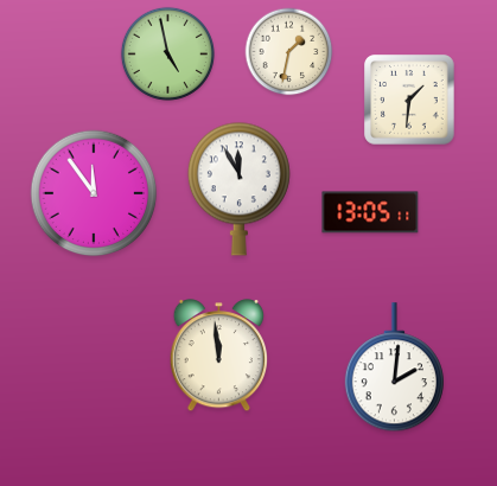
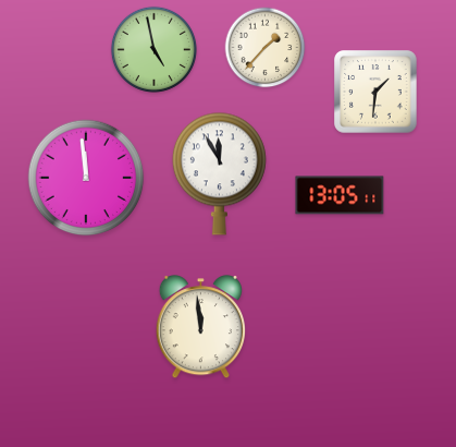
clock at (289, 52): 1:32 -> 1:37
clock at (94, 193): 11:54 -> 11:59
clock at (394, 367): 2:01 -> none
